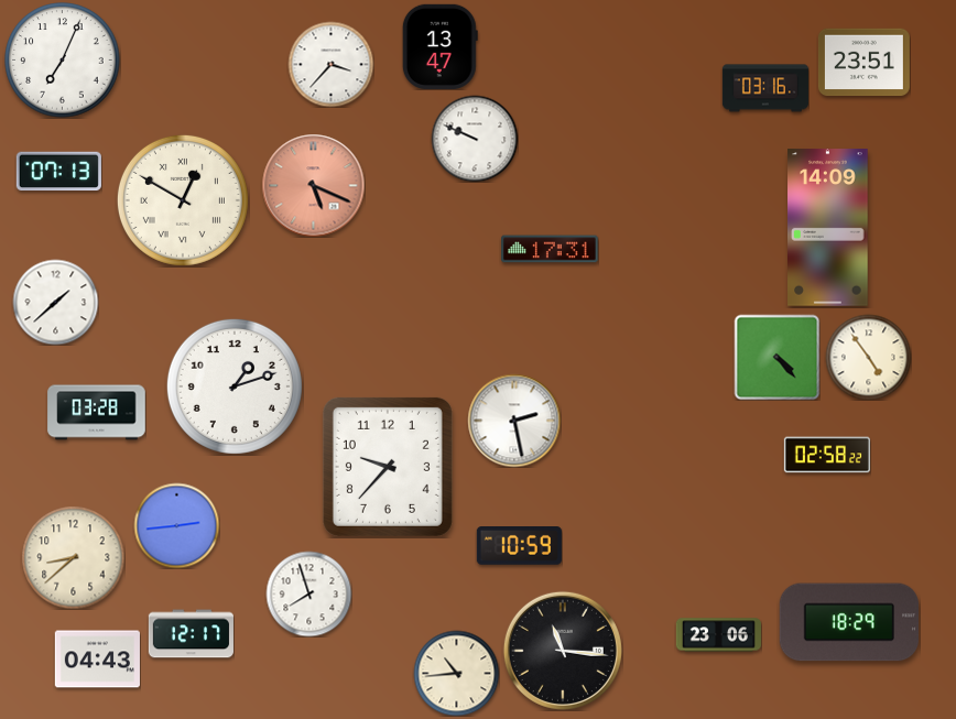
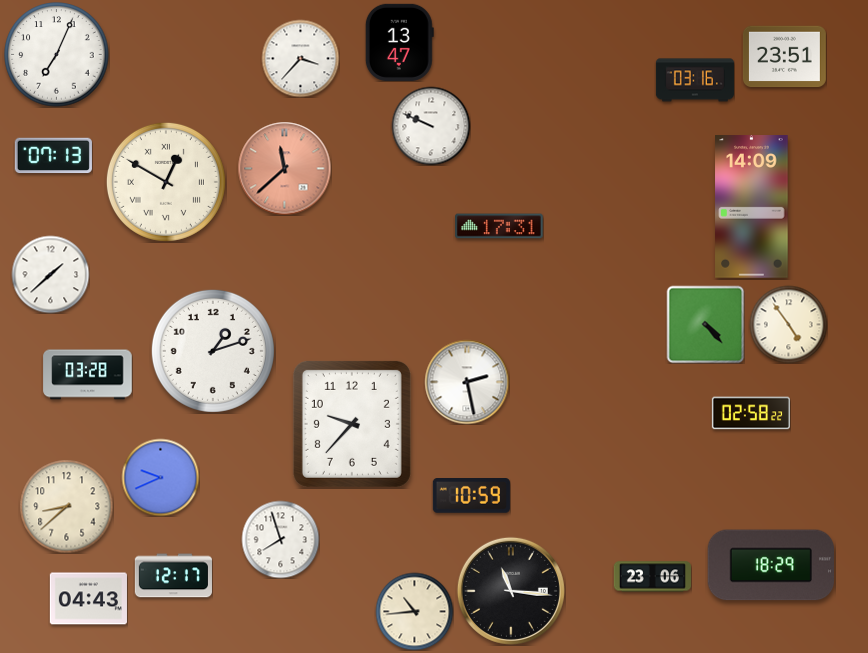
clock at (313, 185): 5:19 -> 11:38
clock at (176, 525): 2:44 -> 9:41
